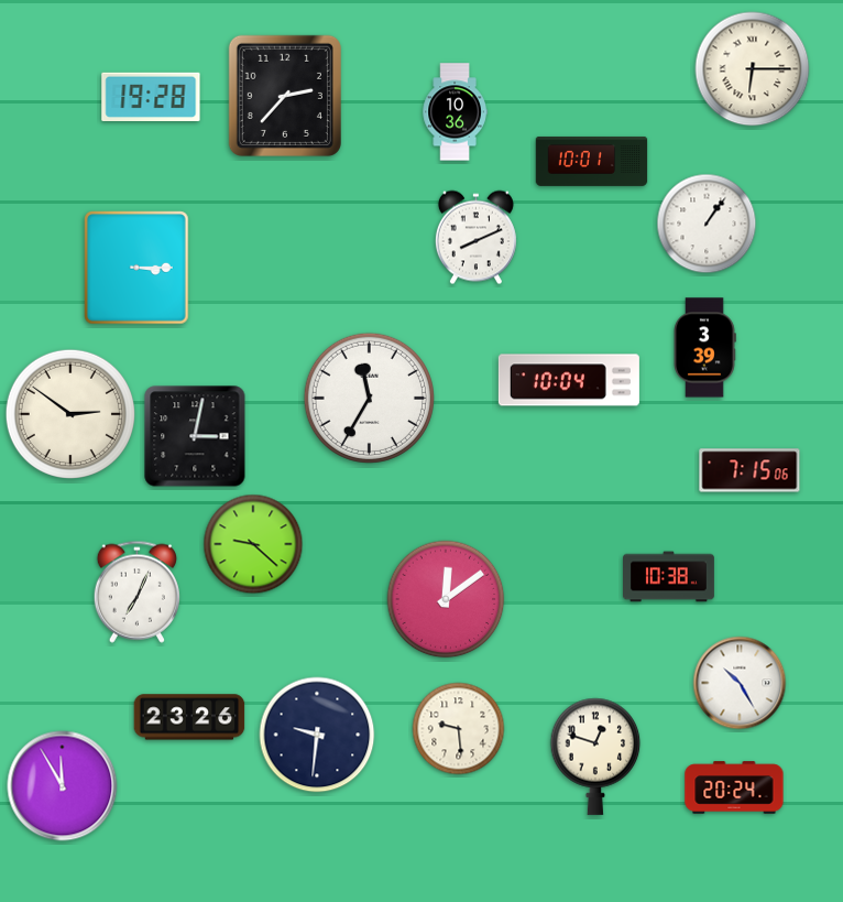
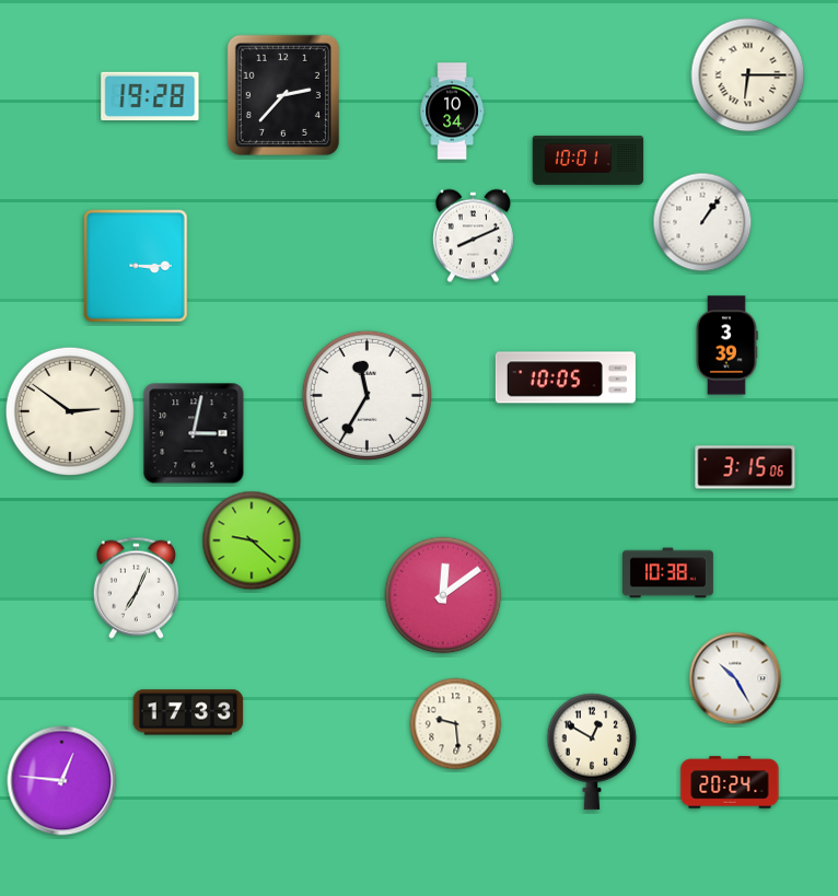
clock at (753, 69) position: (753, 69) -> (748, 75)
clock at (455, 112): 10:36 -> 10:34
clock at (704, 348) position: (704, 348) -> (726, 346)
clock at (569, 380): 10:04 -> 10:05
clock at (749, 470): 7:15 -> 3:15
clock at (669, 577) position: (669, 577) -> (668, 573)
clock at (189, 717): 23:26 -> 17:33
clock at (317, 735): 9:31 -> none
clock at (595, 757): 12:48 -> 12:50
clock at (63, 786): 11:55 -> 12:46
